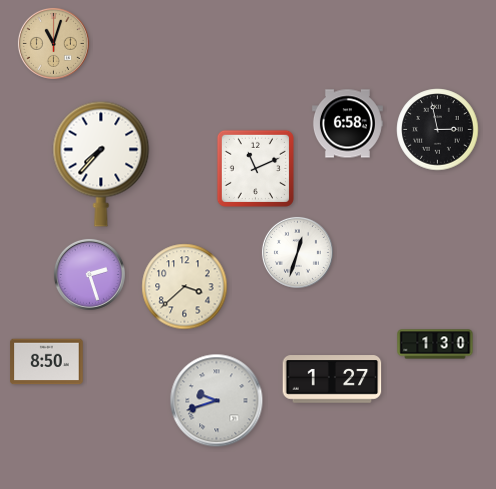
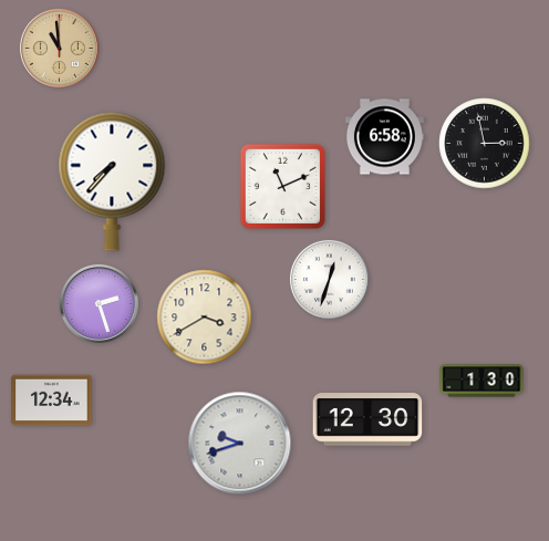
clock at (53, 43): 11:03 -> 10:59
clock at (185, 287): 3:38 -> 3:40
clock at (47, 362): 8:50 -> 12:34
clock at (332, 379): 1:27 -> 12:30
